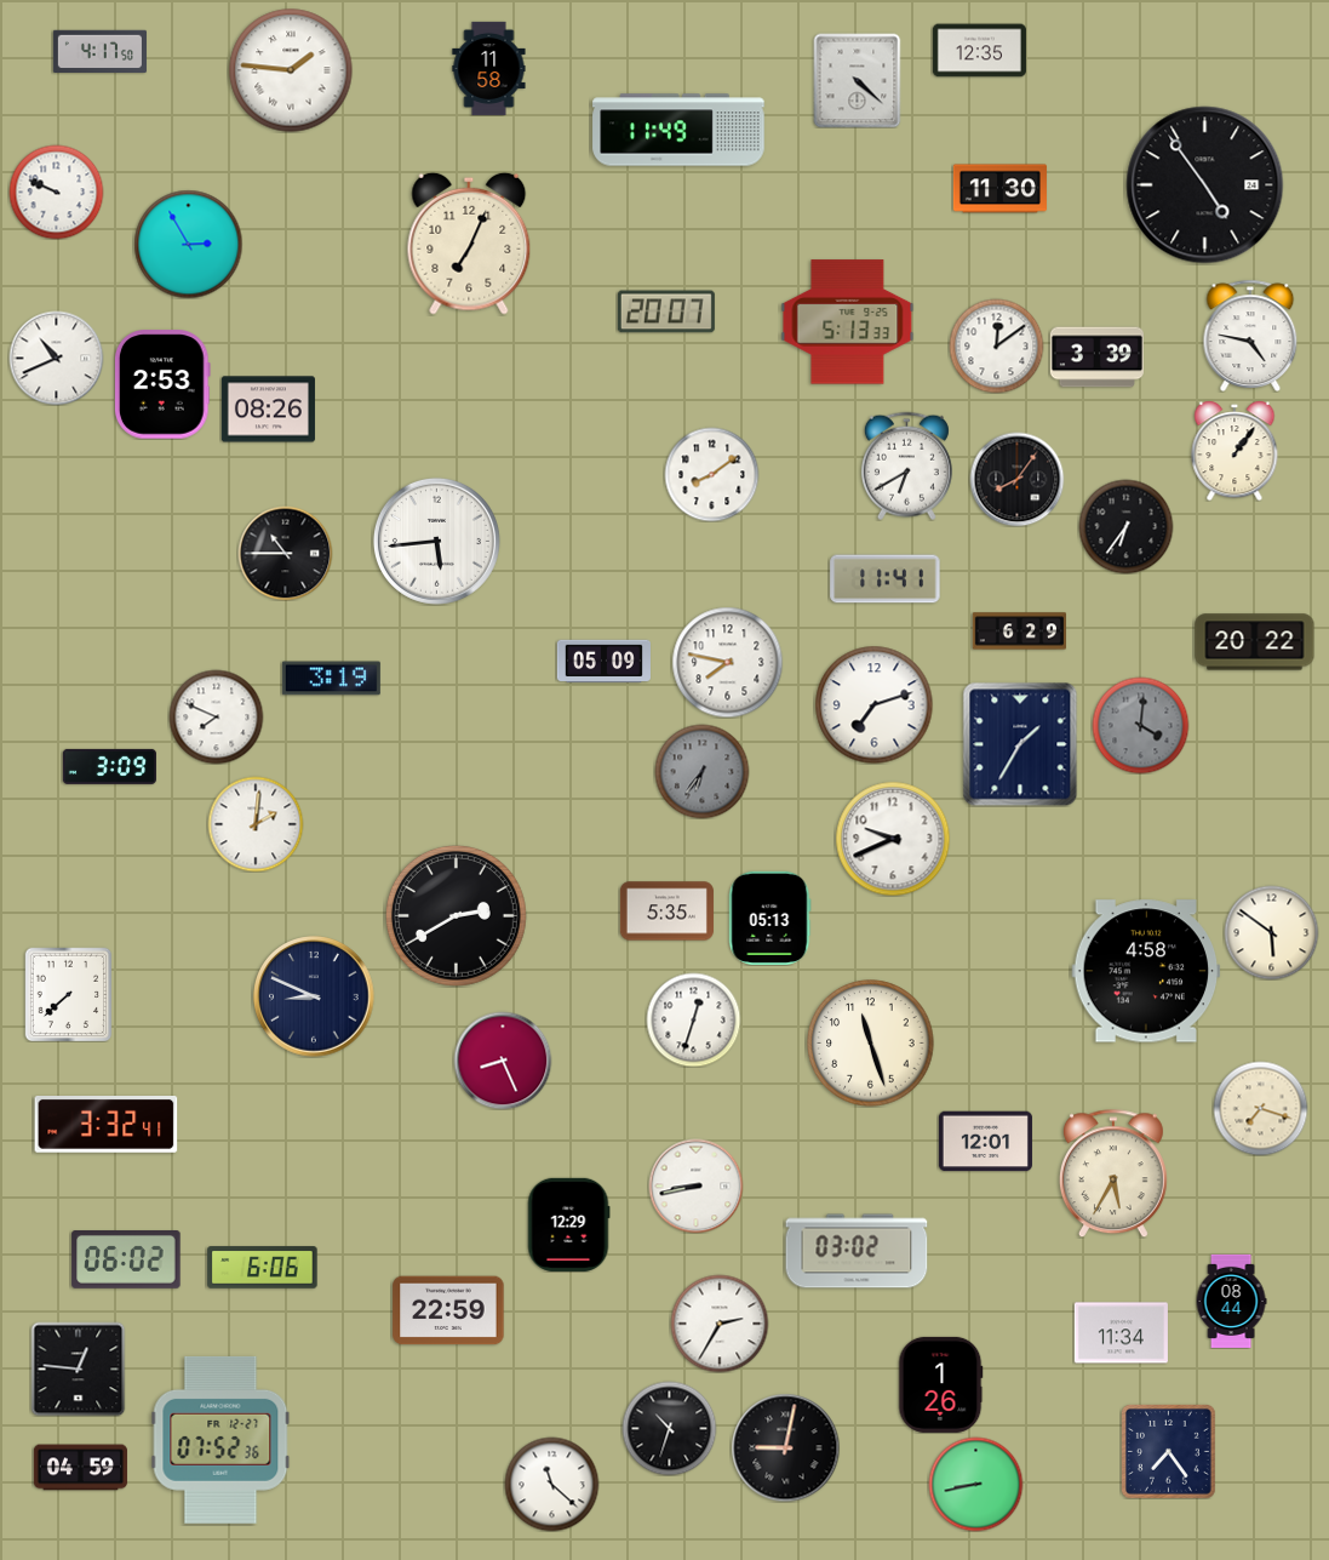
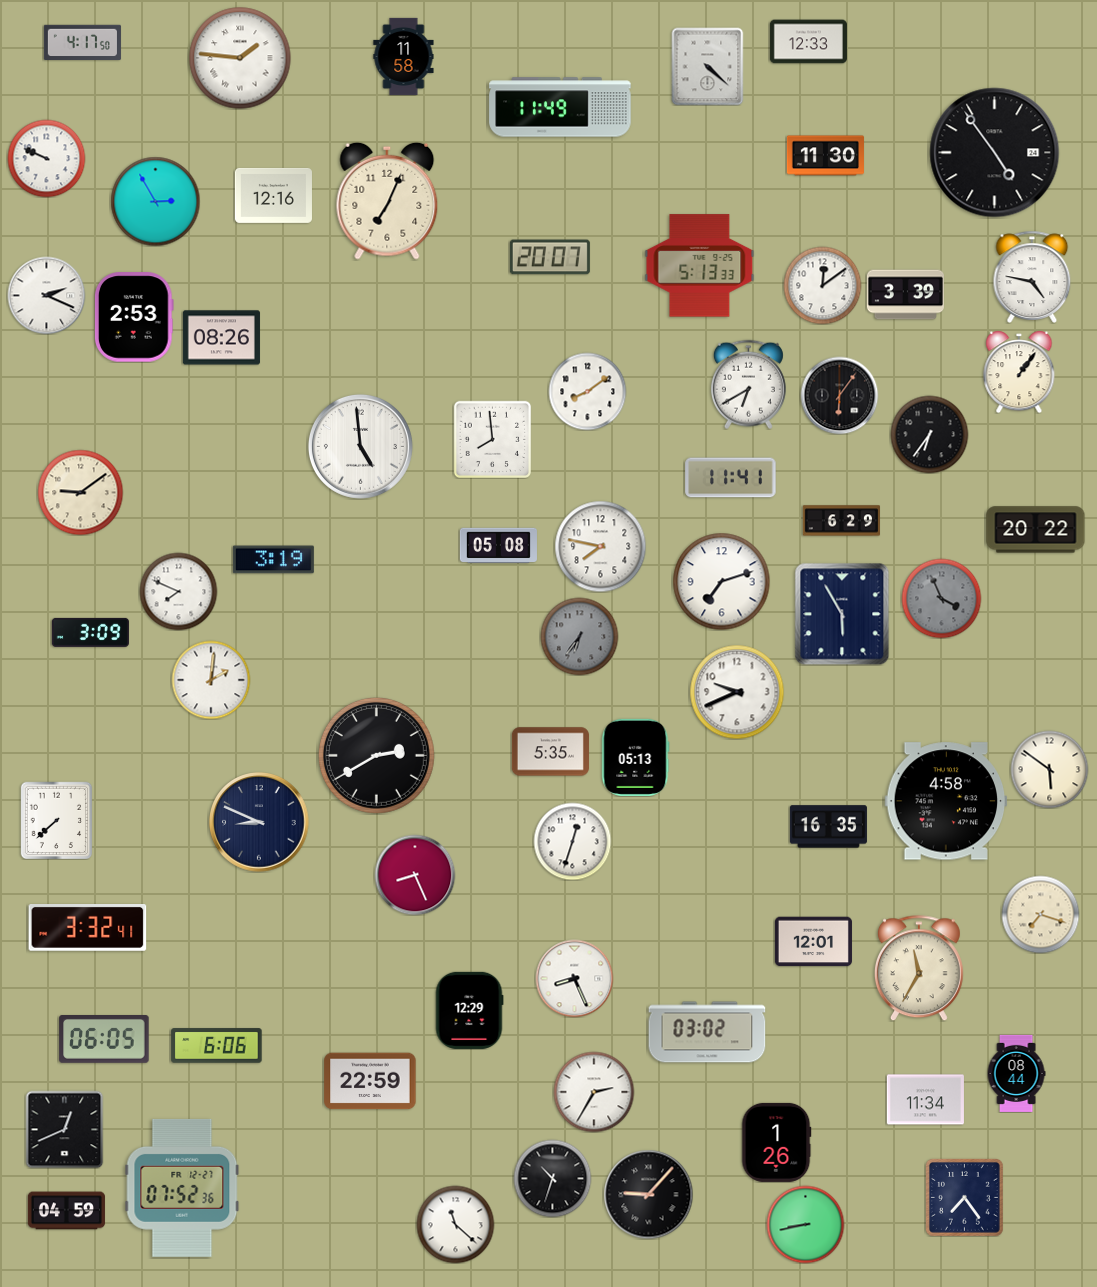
clock at (979, 51): 12:35 -> 12:33
clock at (273, 195): none -> 12:16
clock at (56, 358): 10:41 -> 2:19
clock at (1016, 479): 8:06 -> 6:06
clock at (492, 439): none -> 7:59
clock at (436, 541): 5:44 -> 4:59
clock at (285, 553): 10:45 -> none
clock at (80, 492): none -> 9:09
clock at (603, 662): 05:09 -> 05:08
clock at (1140, 725): 4:01 -> 3:56
clock at (1020, 744): 1:35 -> 5:55
clock at (828, 827): none -> 16:35
clock at (871, 1044): 11:27 -> none
clock at (1113, 1173): 5:35 -> 11:35
clock at (695, 1185): 8:43 -> 8:26
clock at (126, 1261): 06:02 -> 06:05
clock at (78, 1368): 12:46 -> 12:41
clock at (785, 1447): 9:02 -> 9:07
